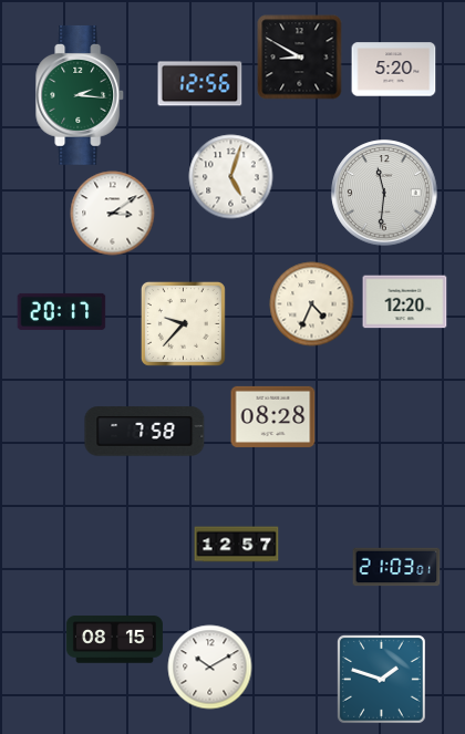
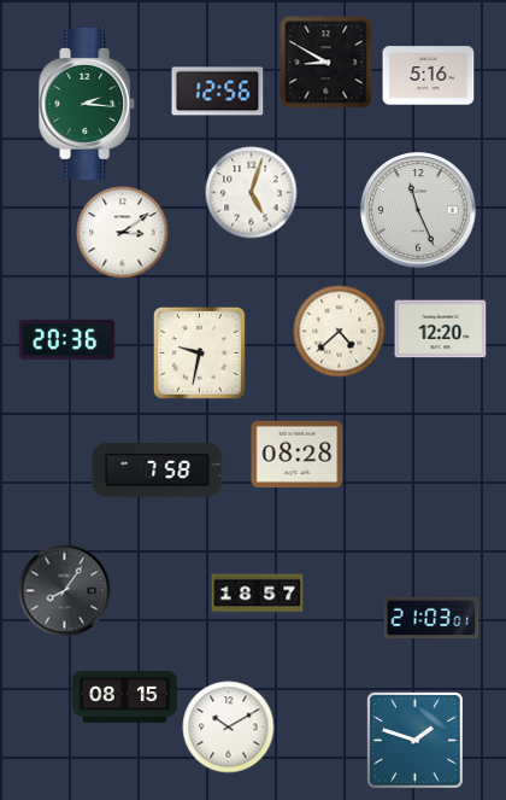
clock at (394, 70): 5:20 -> 5:16
clock at (384, 193): 11:31 -> 11:26
clock at (312, 304): 4:34 -> 4:38
clock at (62, 311): 20:17 -> 20:36
clock at (183, 323): 9:37 -> 9:32
clock at (65, 591): none -> 8:06
clock at (237, 545): 12:57 -> 18:57
